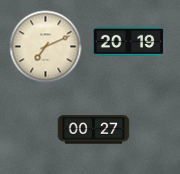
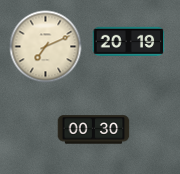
clock at (94, 130): 00:27 -> 00:30
